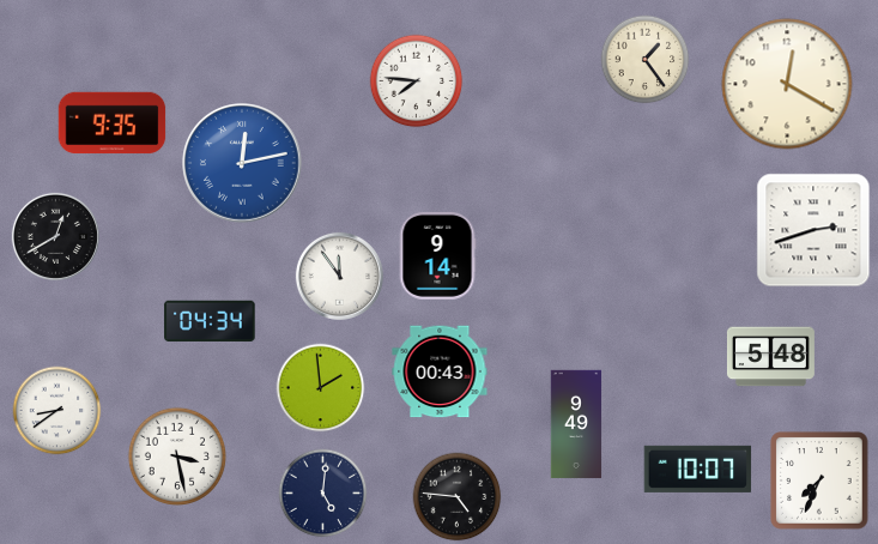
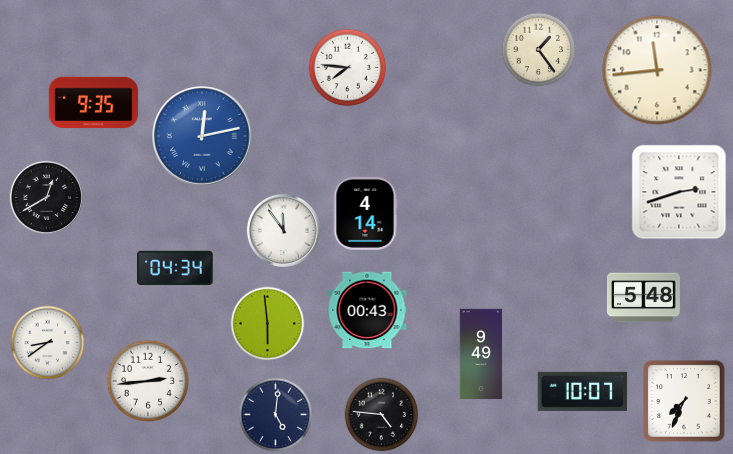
clock at (787, 84): 12:20 -> 11:44
clock at (437, 255): 9:14 -> 4:14
clock at (321, 388): 1:59 -> 5:59
clock at (177, 457): 3:28 -> 2:44
clock at (323, 494) position: (323, 494) -> (276, 415)
